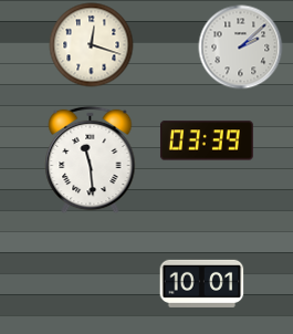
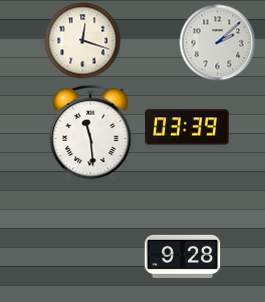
clock at (91, 160) position: (91, 160) -> (91, 134)
clock at (202, 283): 10:01 -> 9:28
